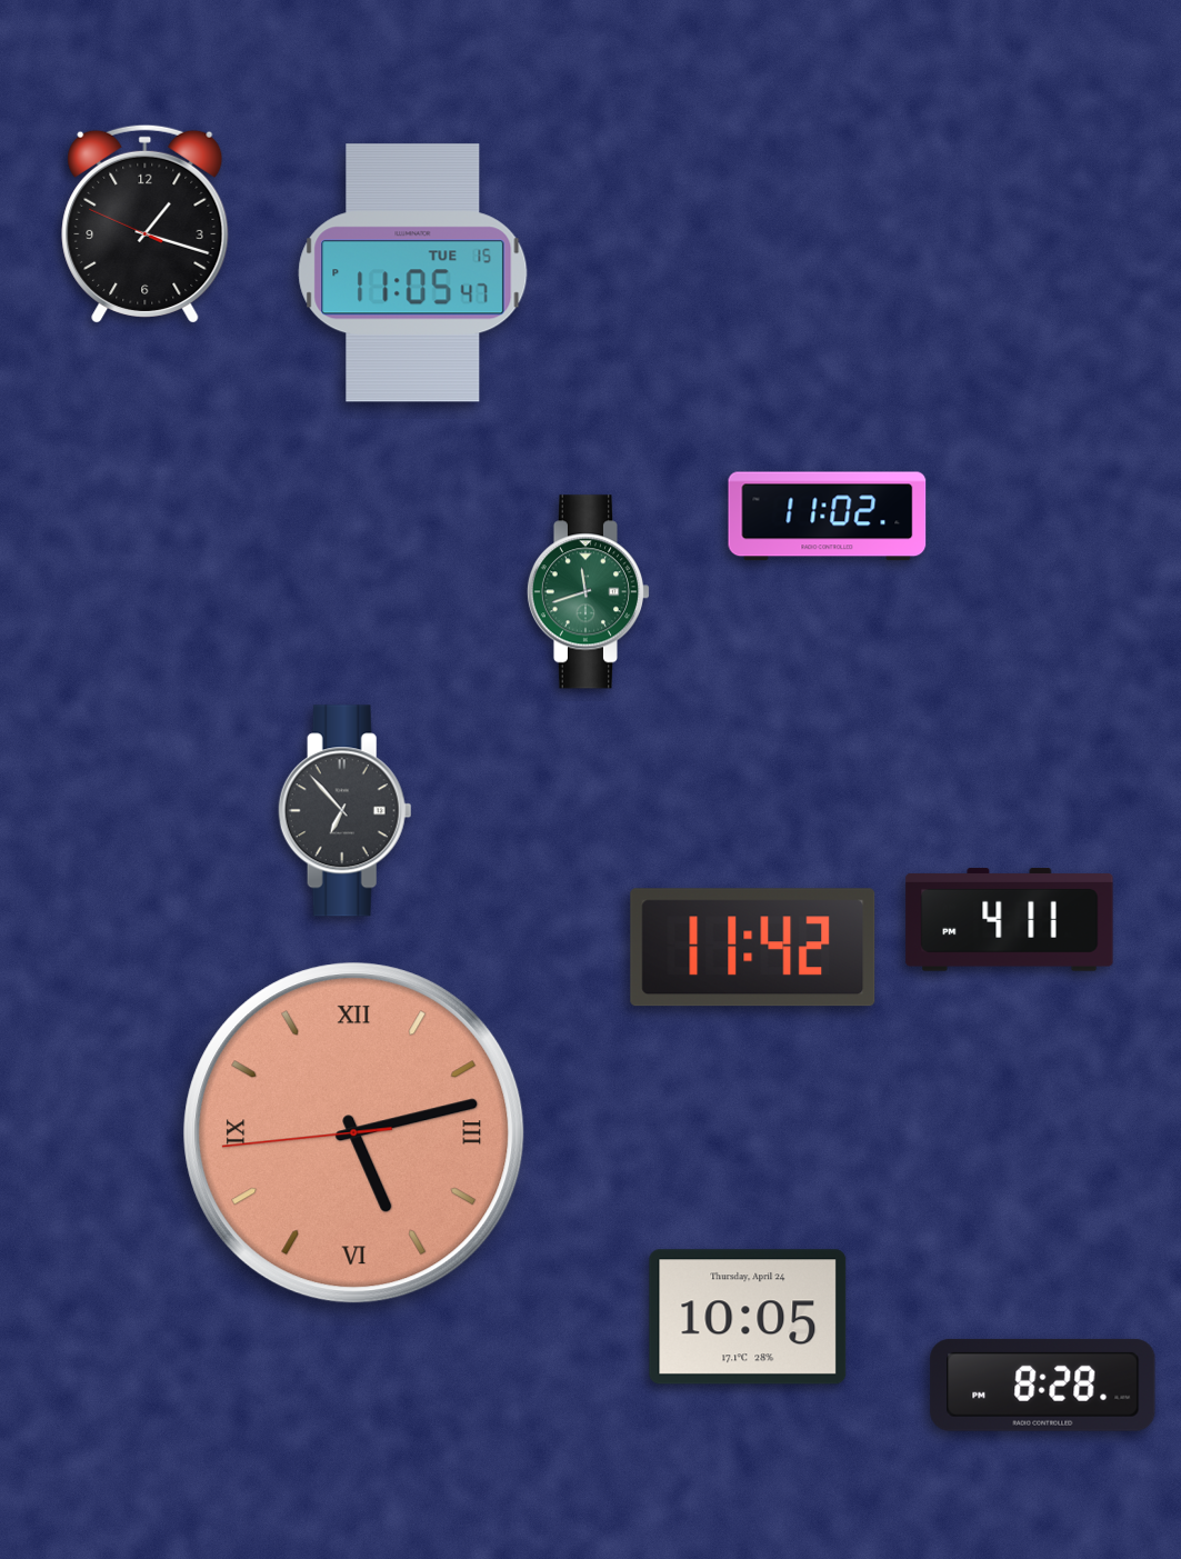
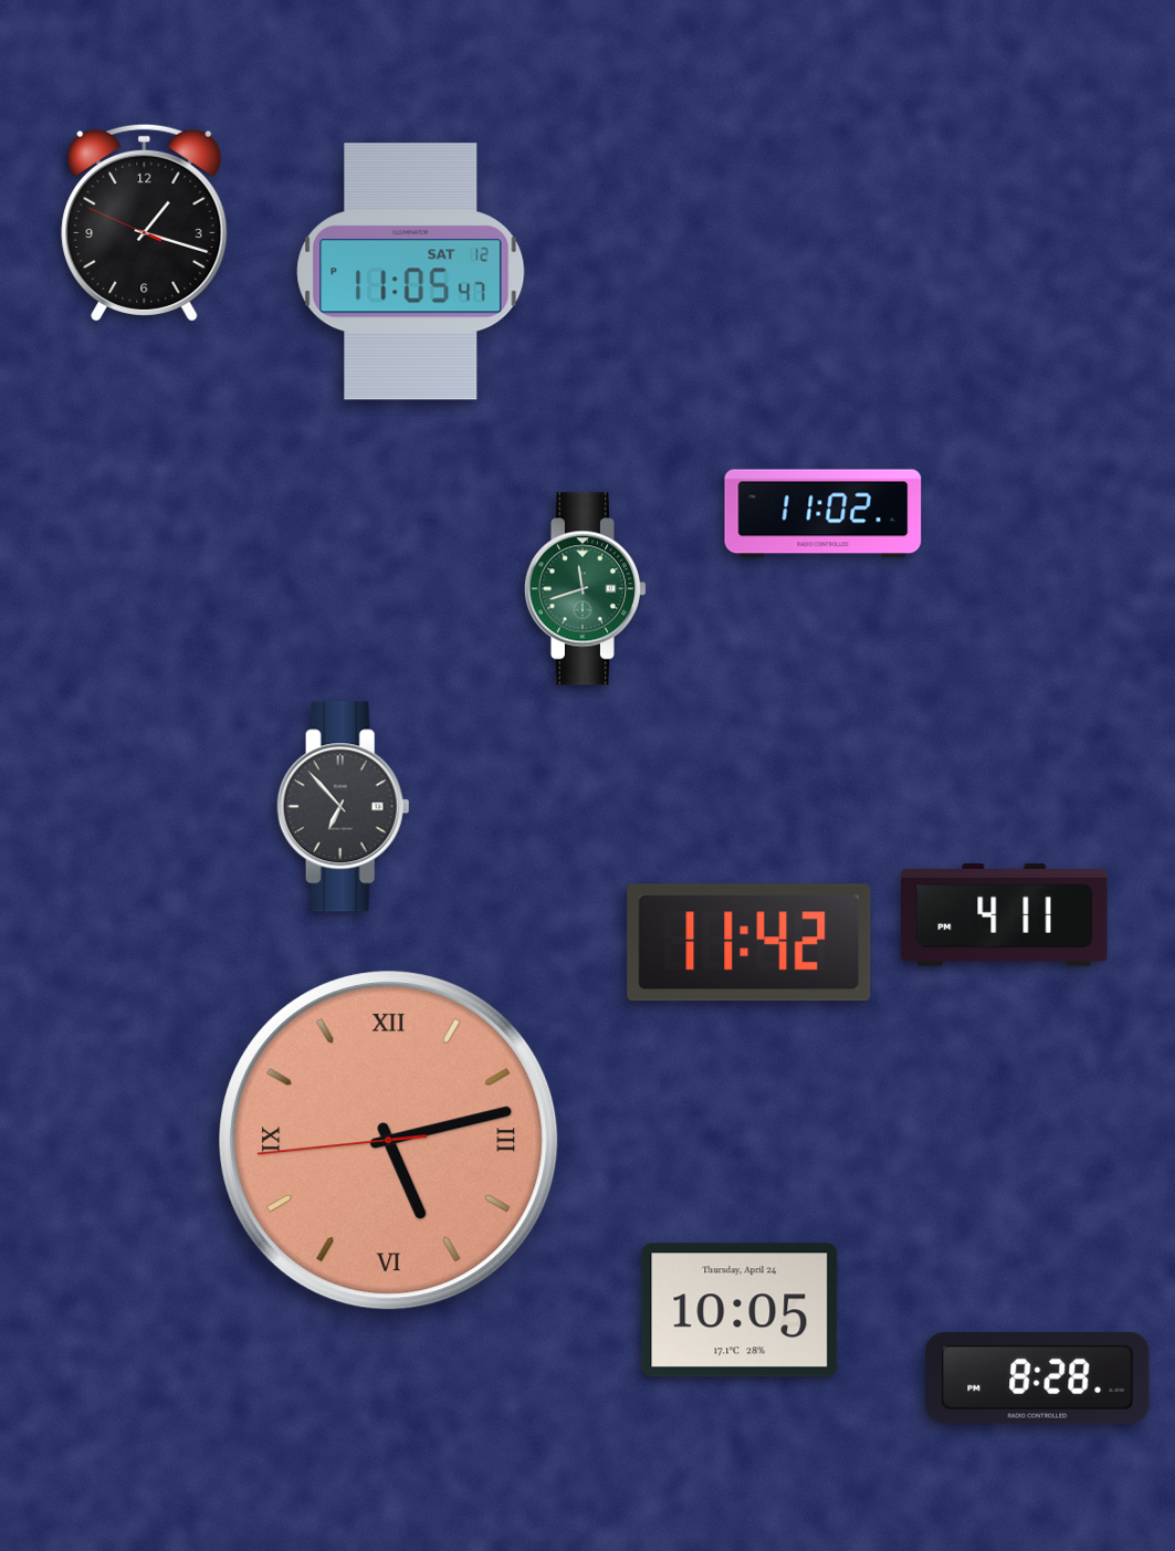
clock at (413, 273) date: TUE 15 -> SAT 12
clock at (354, 1133) position: (354, 1133) -> (389, 1141)
clock at (748, 1317) position: (748, 1317) -> (739, 1310)
